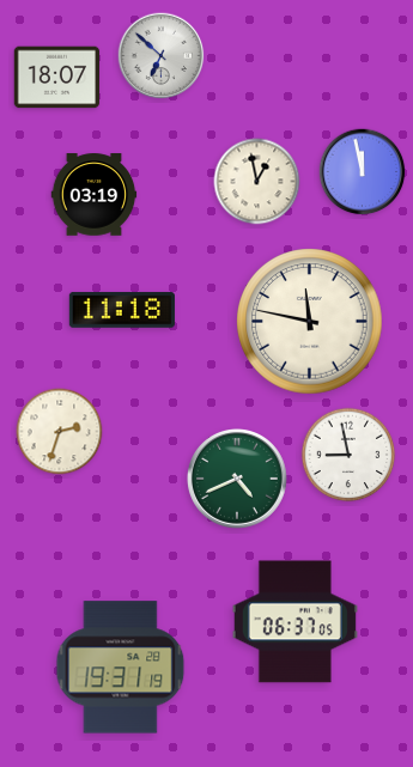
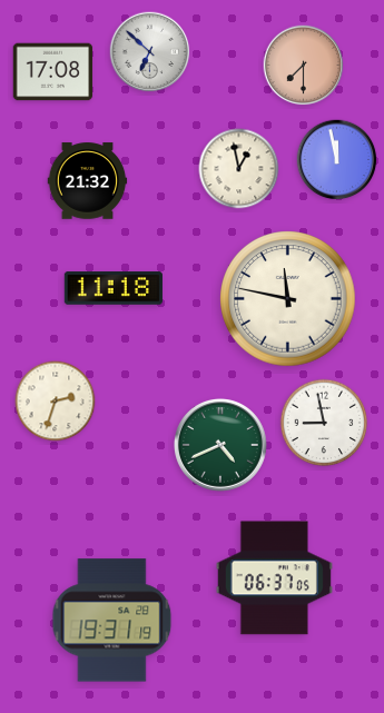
clock at (304, 66): none -> 7:30
clock at (57, 78): 18:07 -> 17:08
clock at (95, 195): 03:19 -> 21:32
